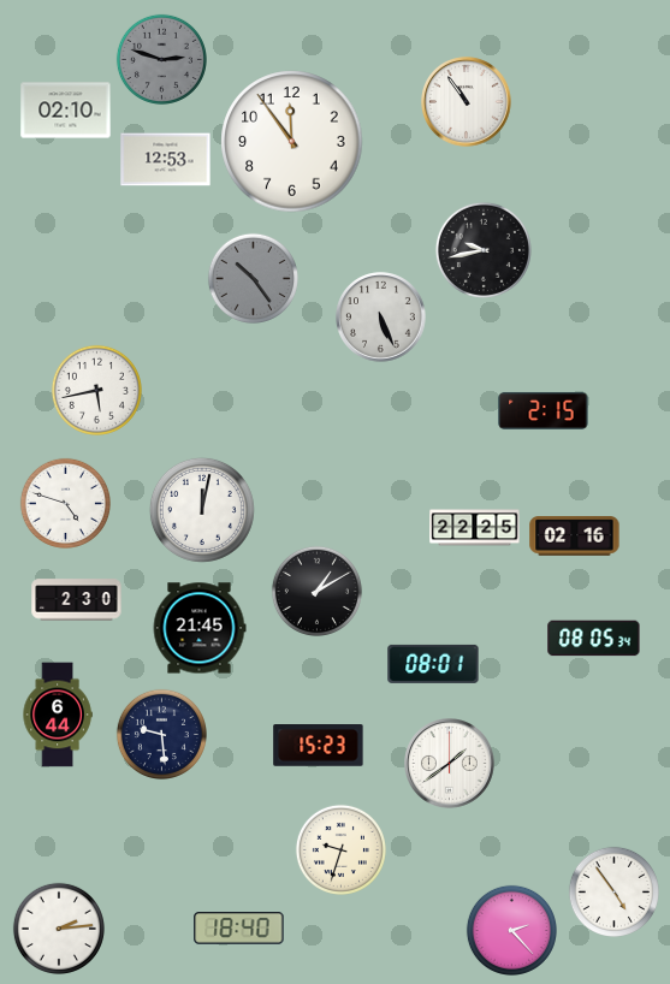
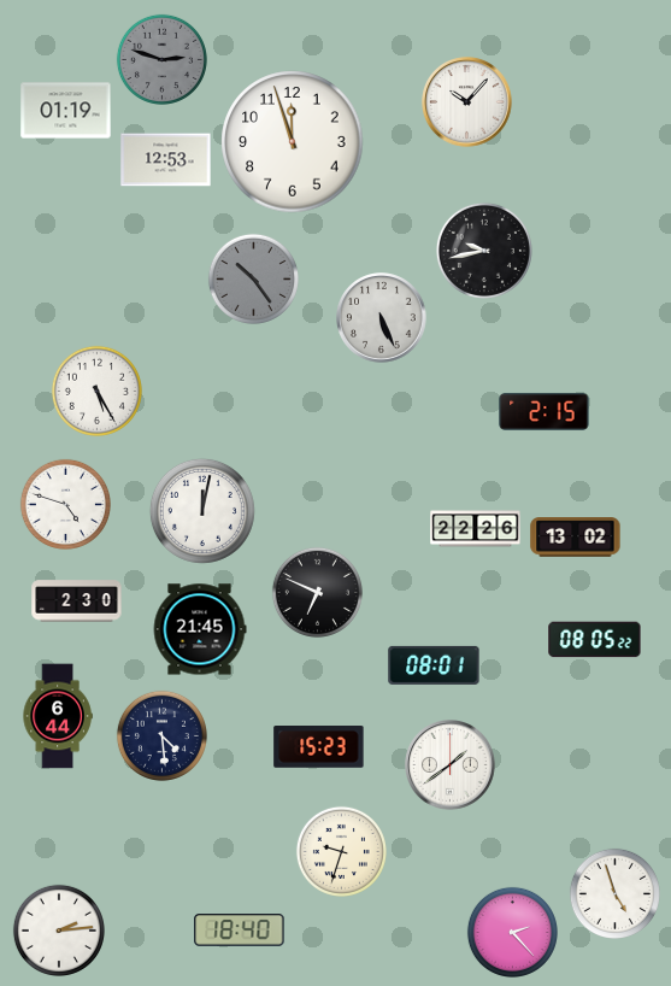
clock at (467, 102): 10:54 -> 10:07
clock at (66, 111): 02:10 -> 01:19
clock at (292, 142): 11:54 -> 11:57
clock at (96, 390): 5:43 -> 5:25
clock at (475, 528): 22:25 -> 22:26
clock at (575, 537): 02:16 -> 13:02
clock at (316, 591): 1:10 -> 6:49
clock at (594, 639): 08:05:34 -> 08:05:22
clock at (161, 734): 9:29 -> 4:29
clock at (613, 891): 4:54 -> 4:57
